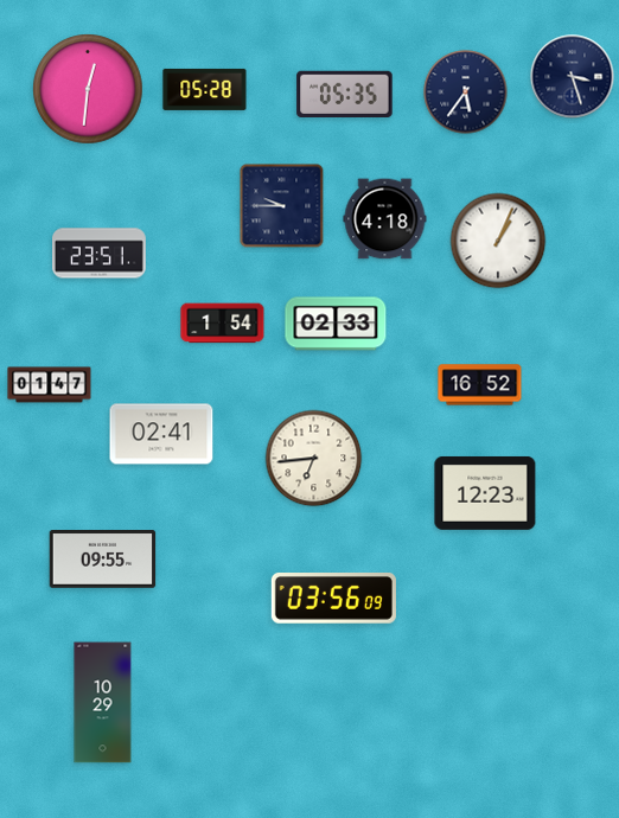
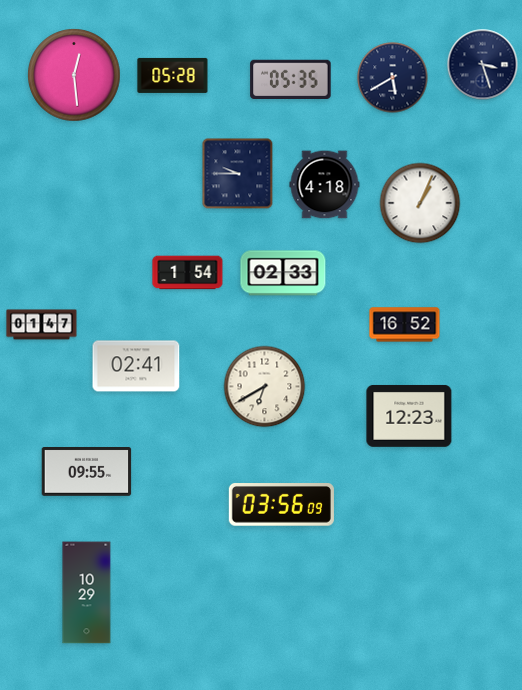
clock at (88, 89): 12:31 -> 12:29
clock at (466, 92): 5:36 -> 5:40
clock at (100, 254): 23:51 -> none
clock at (314, 459): 6:44 -> 6:40
